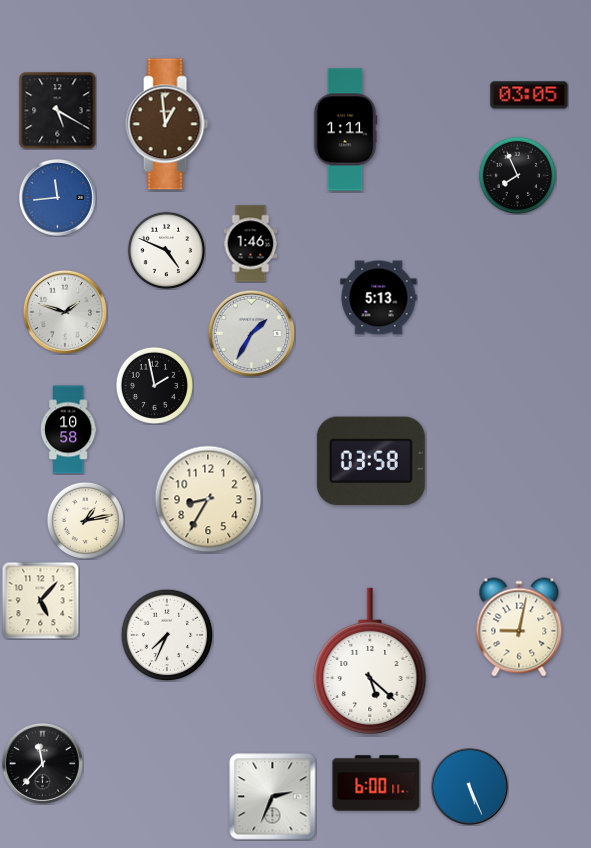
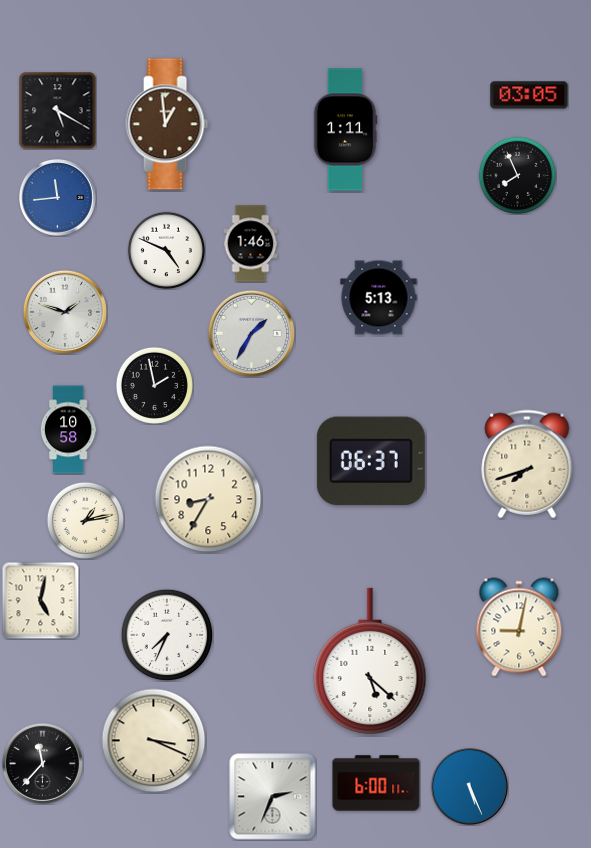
clock at (371, 461): 03:58 -> 06:37
clock at (527, 464): none -> 7:42
clock at (40, 600): 5:07 -> 5:02
clock at (154, 741): none -> 3:19
